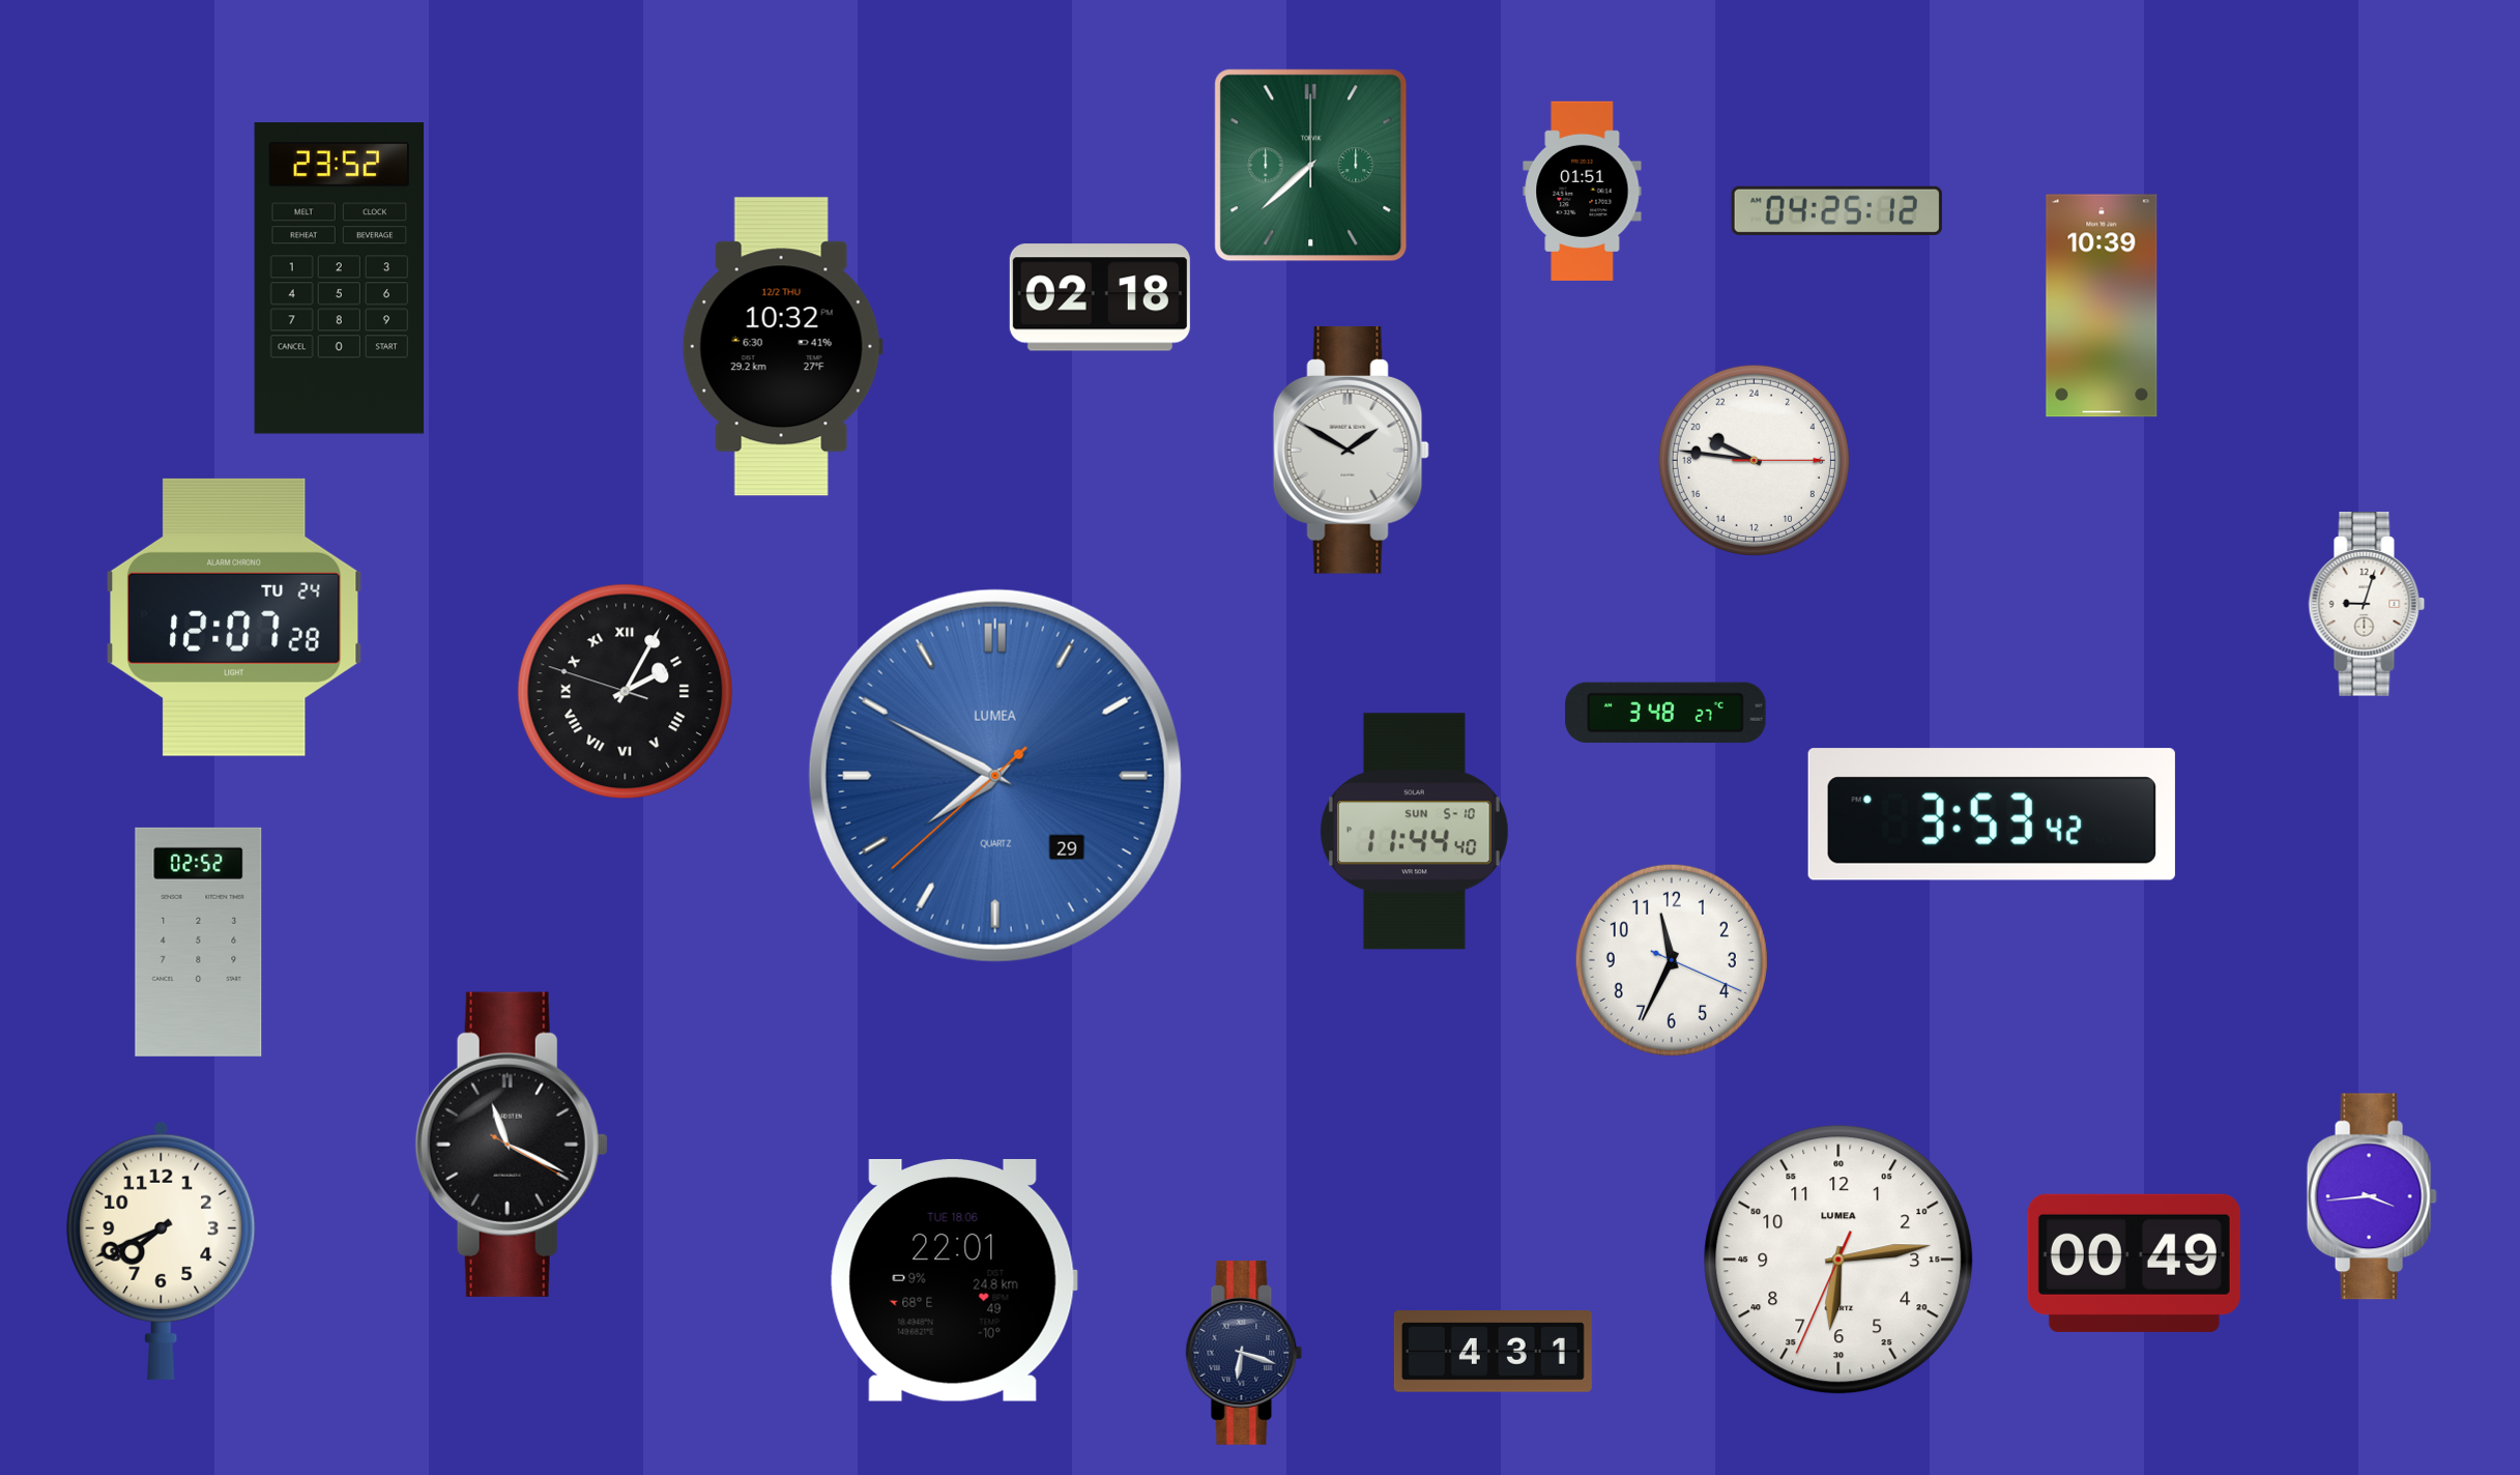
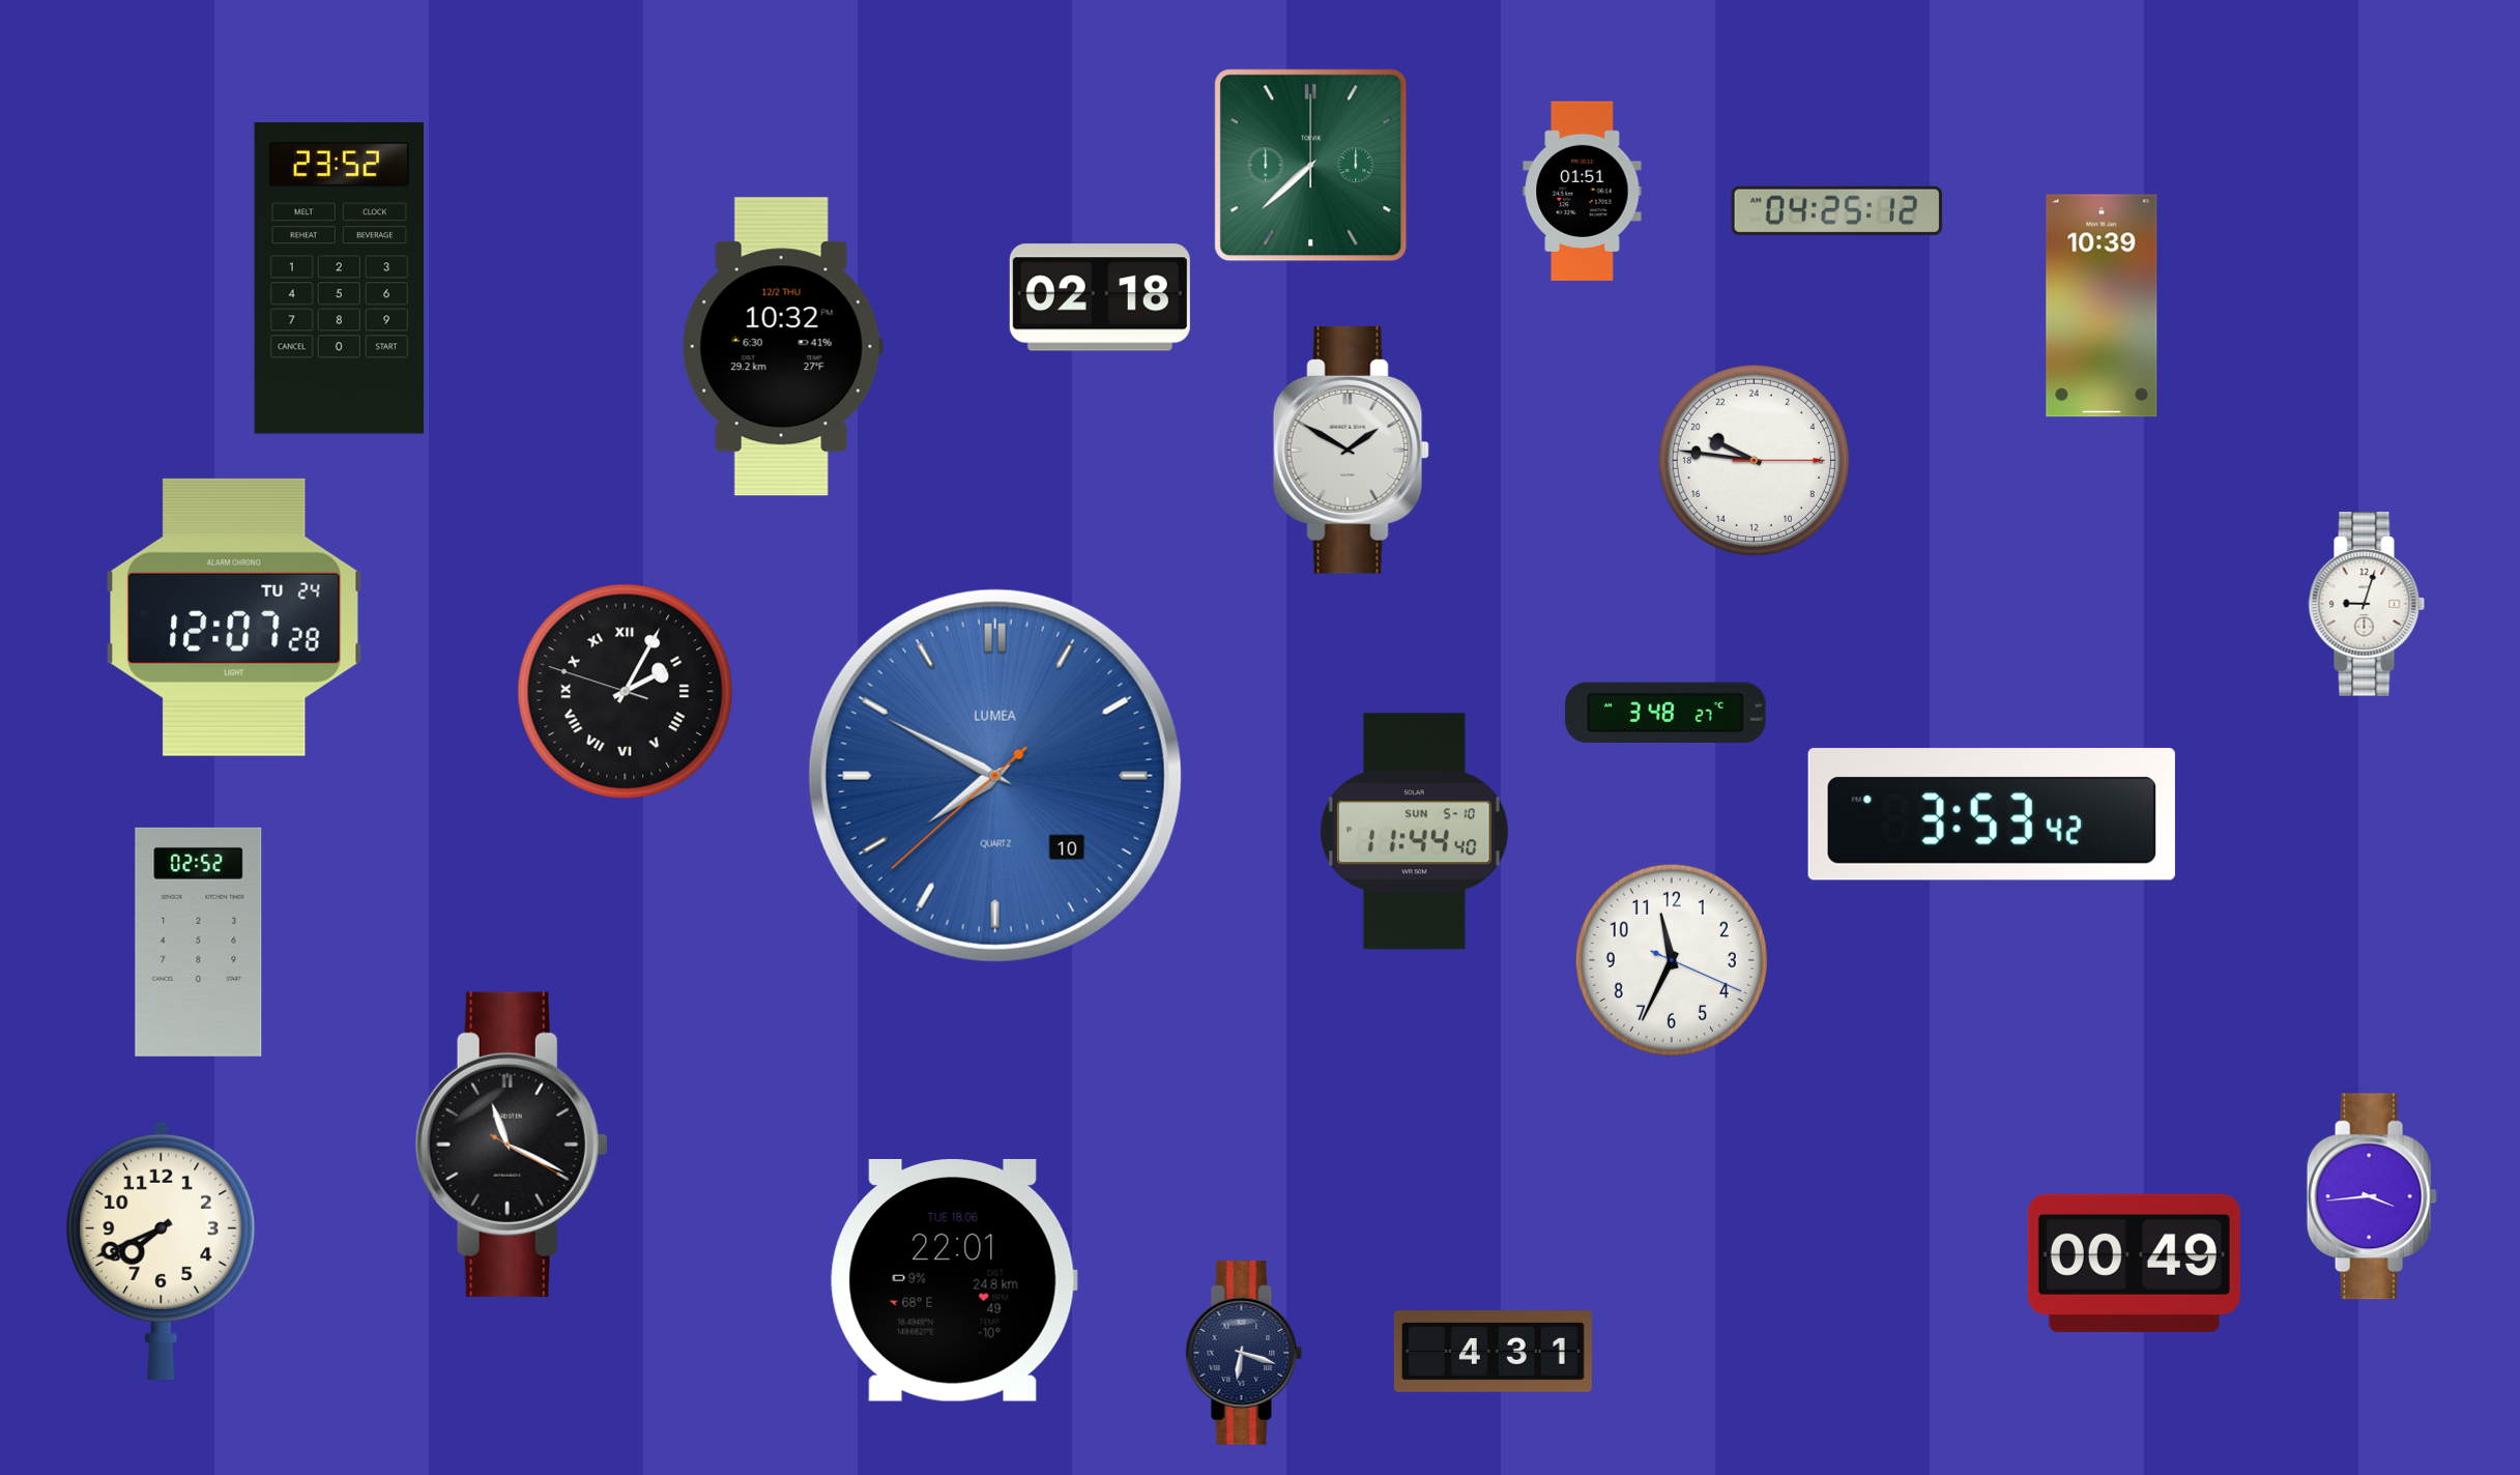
clock at (995, 776) date: 29 -> 10
clock at (1838, 1260): 6:13 -> none
